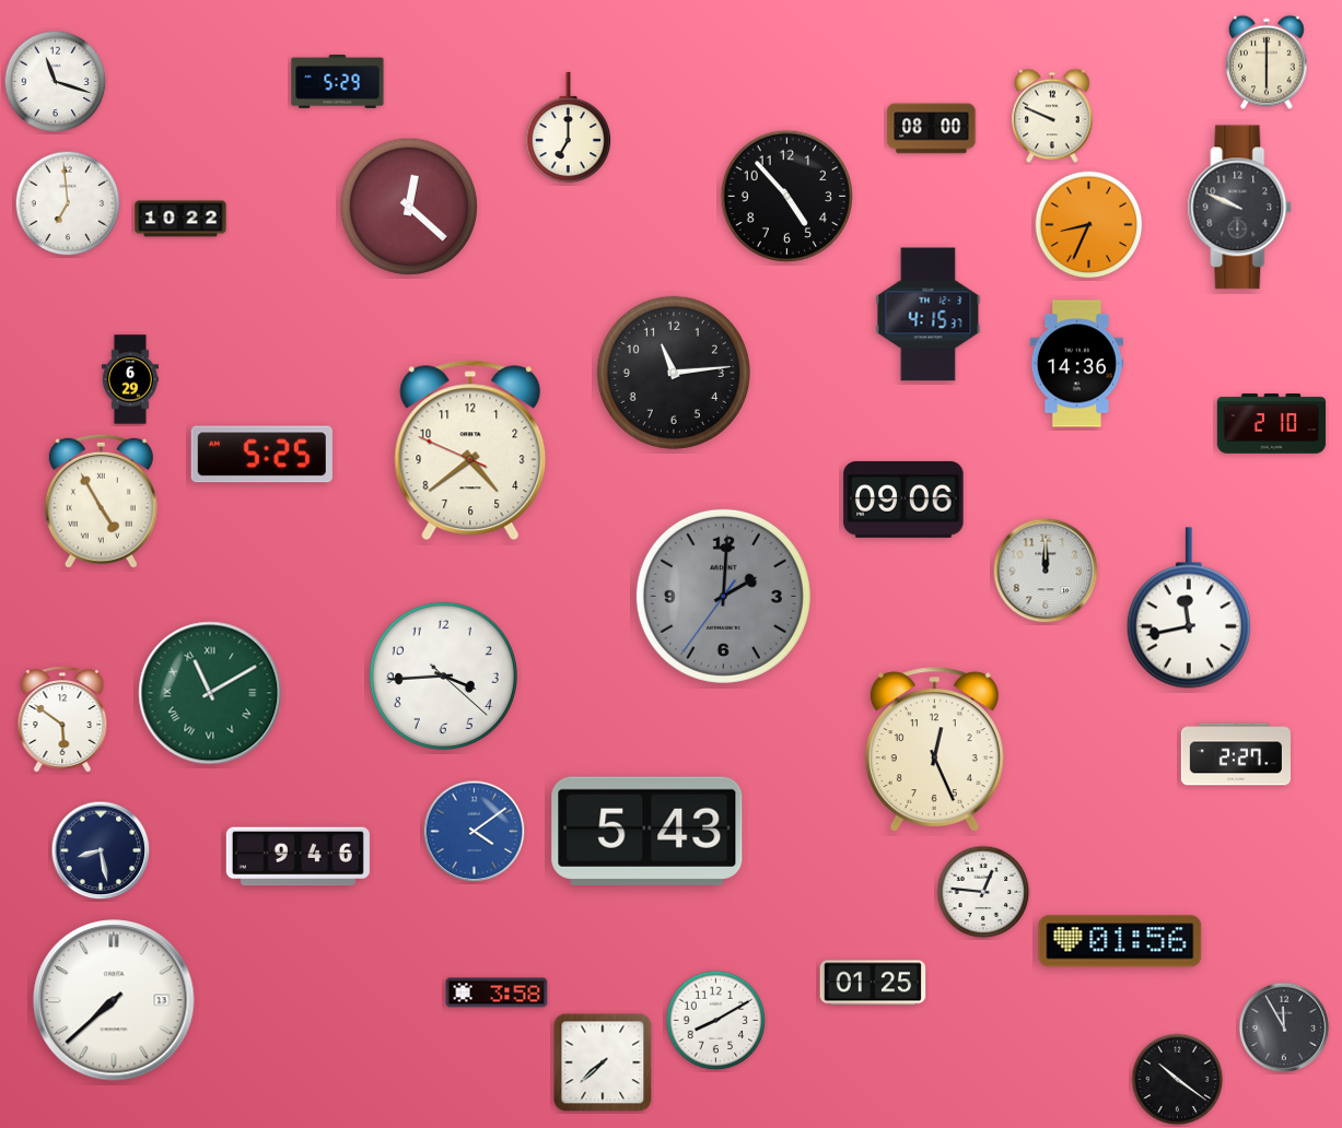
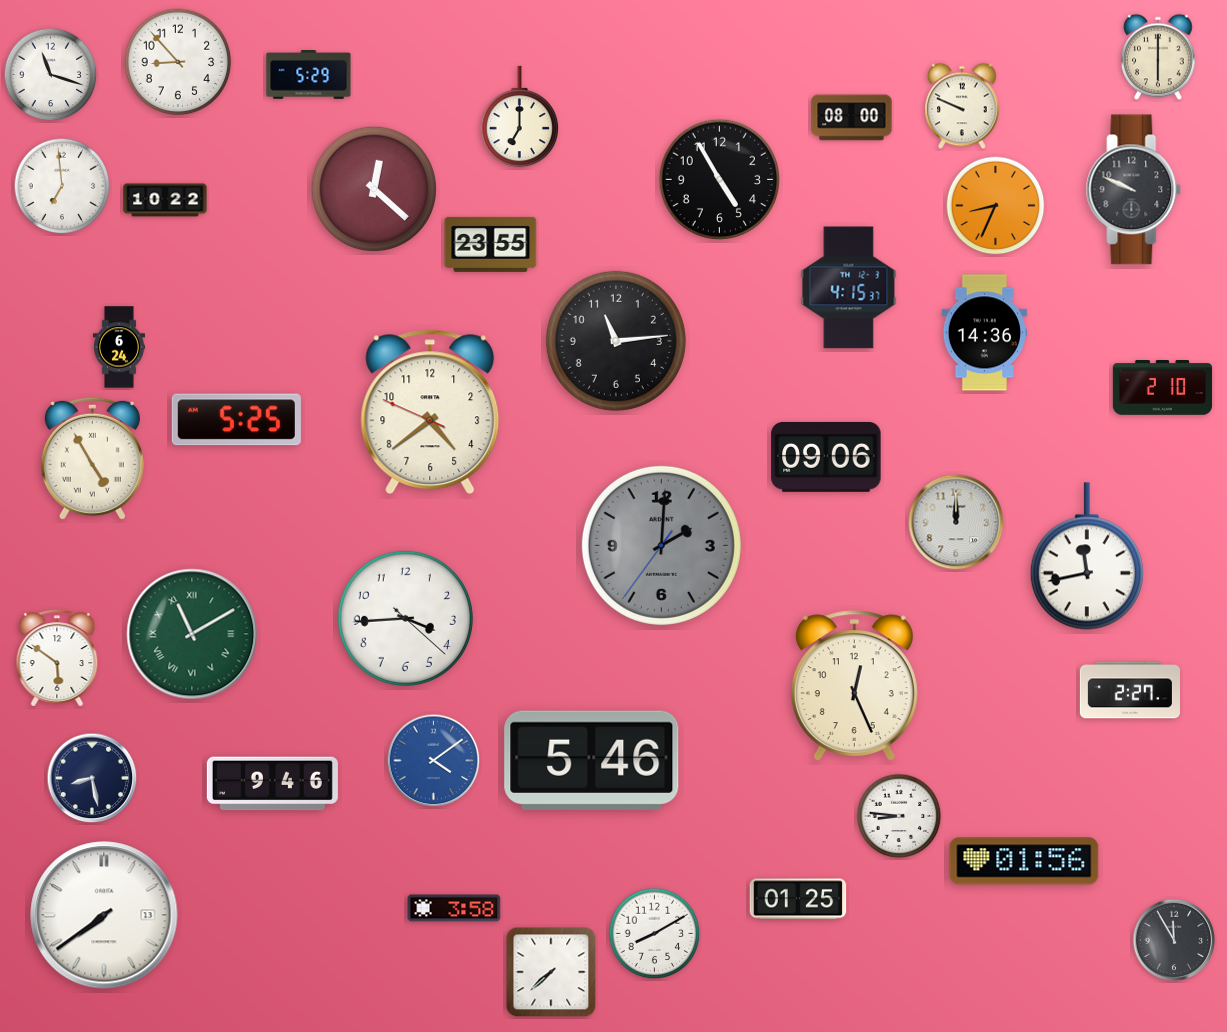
clock at (178, 62): none -> 8:53
clock at (786, 196): 4:53 -> 4:55
clock at (491, 244): none -> 23:55
clock at (130, 379): 6:29 -> 6:24
clock at (261, 455) position: (261, 455) -> (236, 420)
clock at (647, 831): 5:43 -> 5:46
clock at (983, 892): 12:46 -> 8:46
clock at (114, 1000): 7:38 -> 7:39
clock at (1178, 1080): 10:21 -> none
